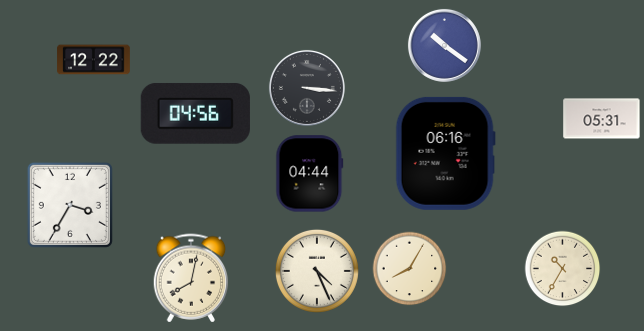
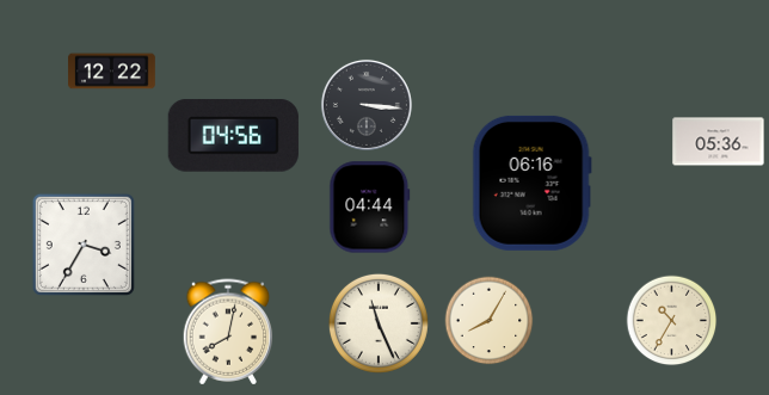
clock at (444, 45): 10:21 -> none
clock at (602, 119): 05:31 -> 05:36
clock at (317, 271): 4:26 -> 11:26
